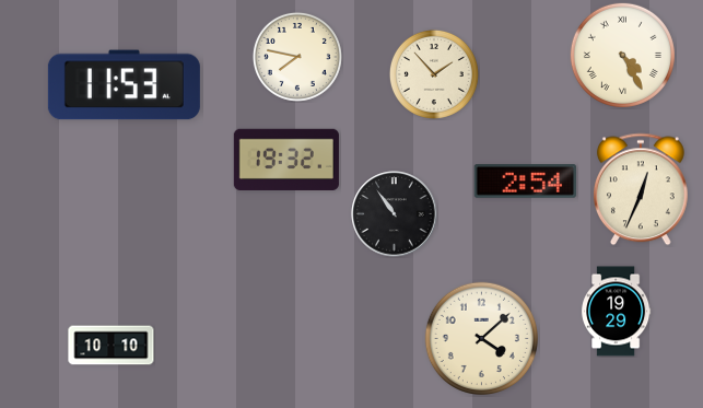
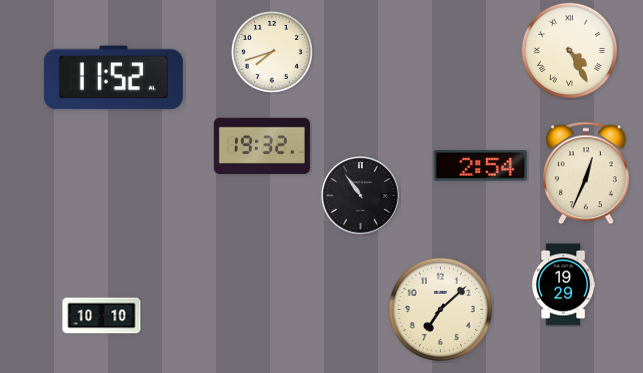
clock at (297, 57): 7:47 -> 7:42
clock at (434, 74): 1:53 -> none
clock at (124, 85): 11:53 -> 11:52
clock at (481, 338): 4:08 -> 7:08
